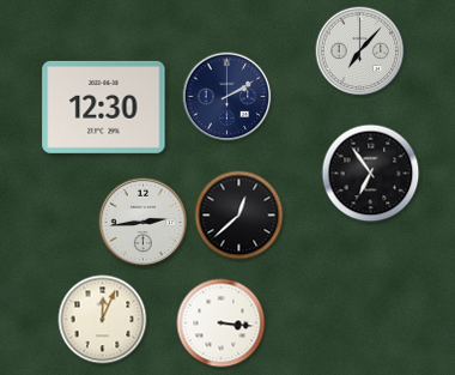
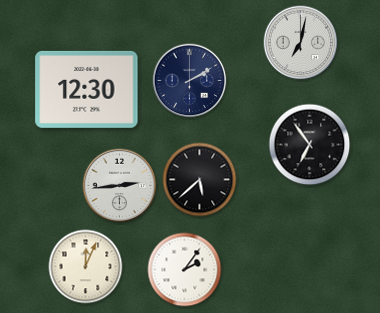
clock at (360, 52): 7:07 -> 7:02
clock at (239, 216): 12:38 -> 5:38
clock at (222, 323): 3:16 -> 2:06
